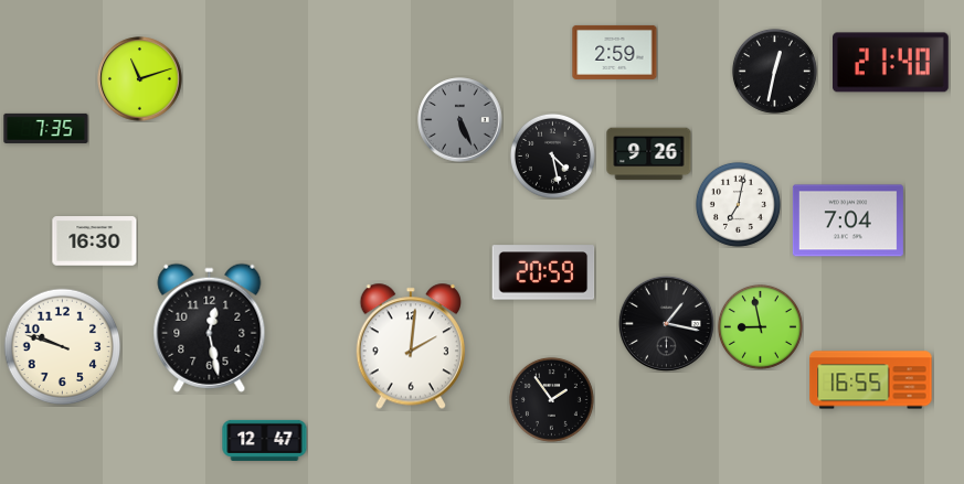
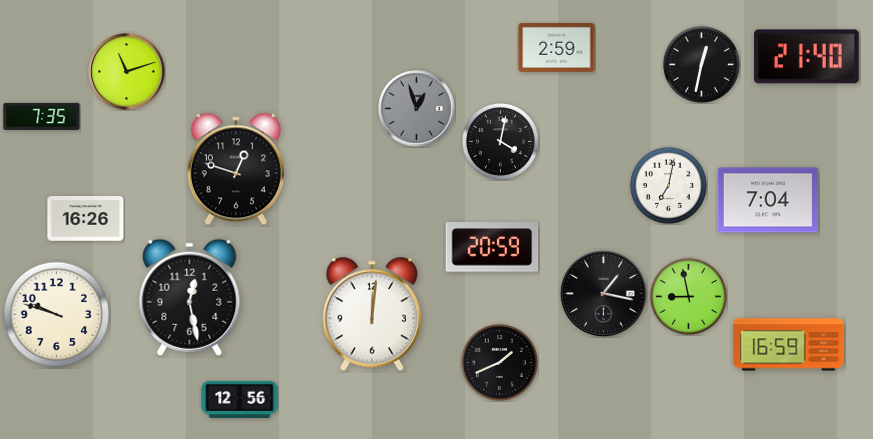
clock at (460, 120): 5:26 -> 12:57
clock at (649, 154): 9:26 -> none
clock at (552, 155): 4:28 -> 4:02
clock at (236, 169): none -> 12:48
clock at (95, 241): 16:30 -> 16:26
clock at (410, 346): 2:01 -> 12:01
clock at (871, 380): 16:55 -> 16:59
clock at (551, 399): 1:54 -> 1:41
clock at (265, 440): 12:47 -> 12:56
